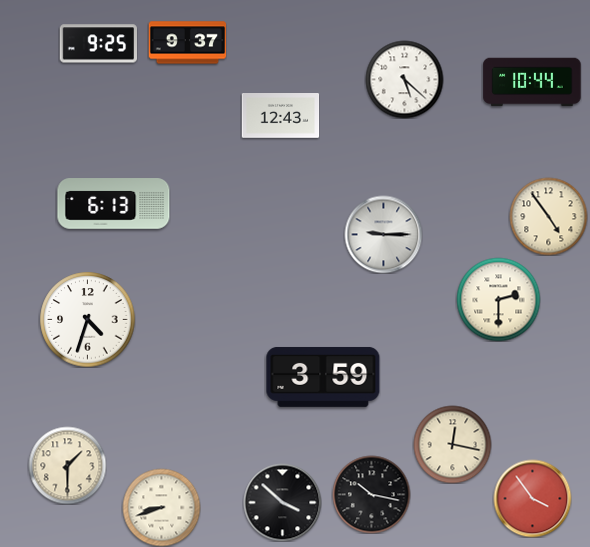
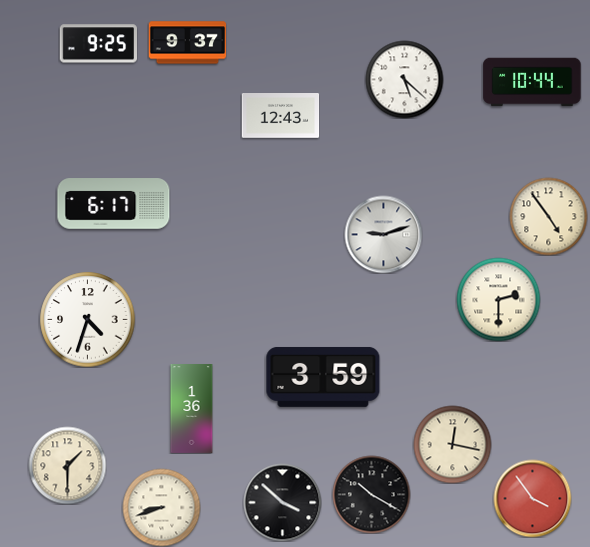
clock at (114, 204): 6:13 -> 6:17
clock at (383, 234): 9:15 -> 9:12
clock at (192, 409): none -> 1:36
clock at (371, 494): 10:17 -> 10:20
